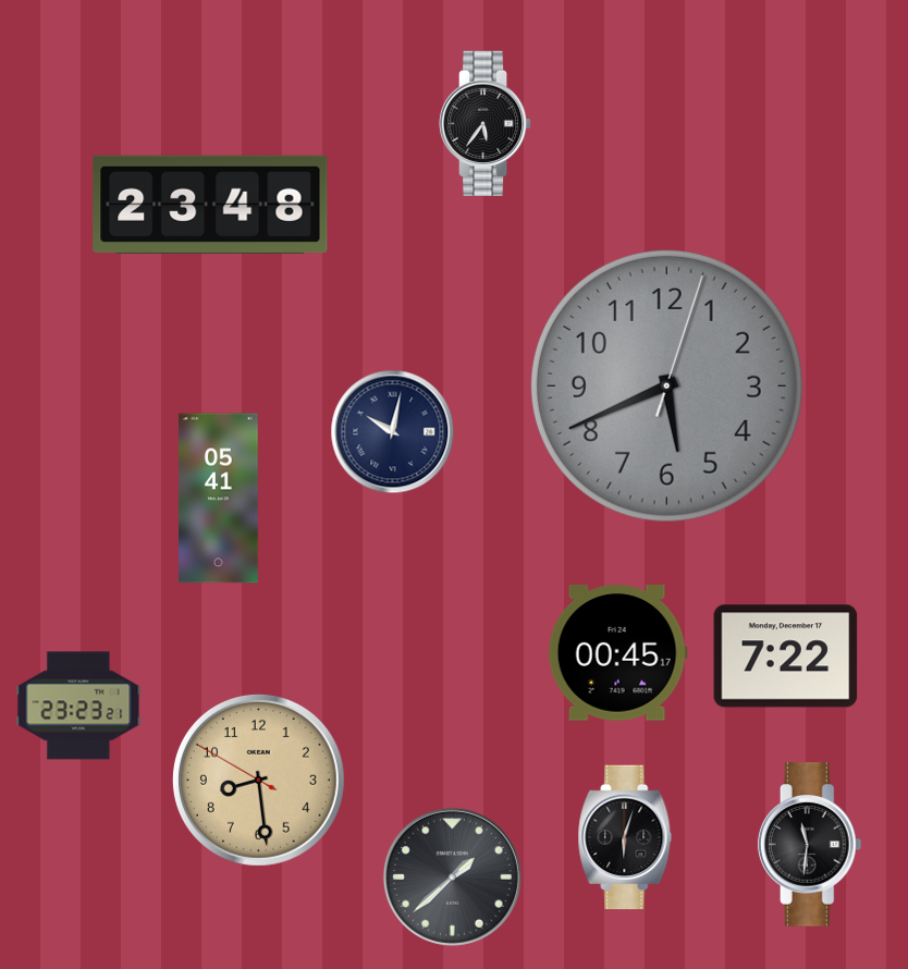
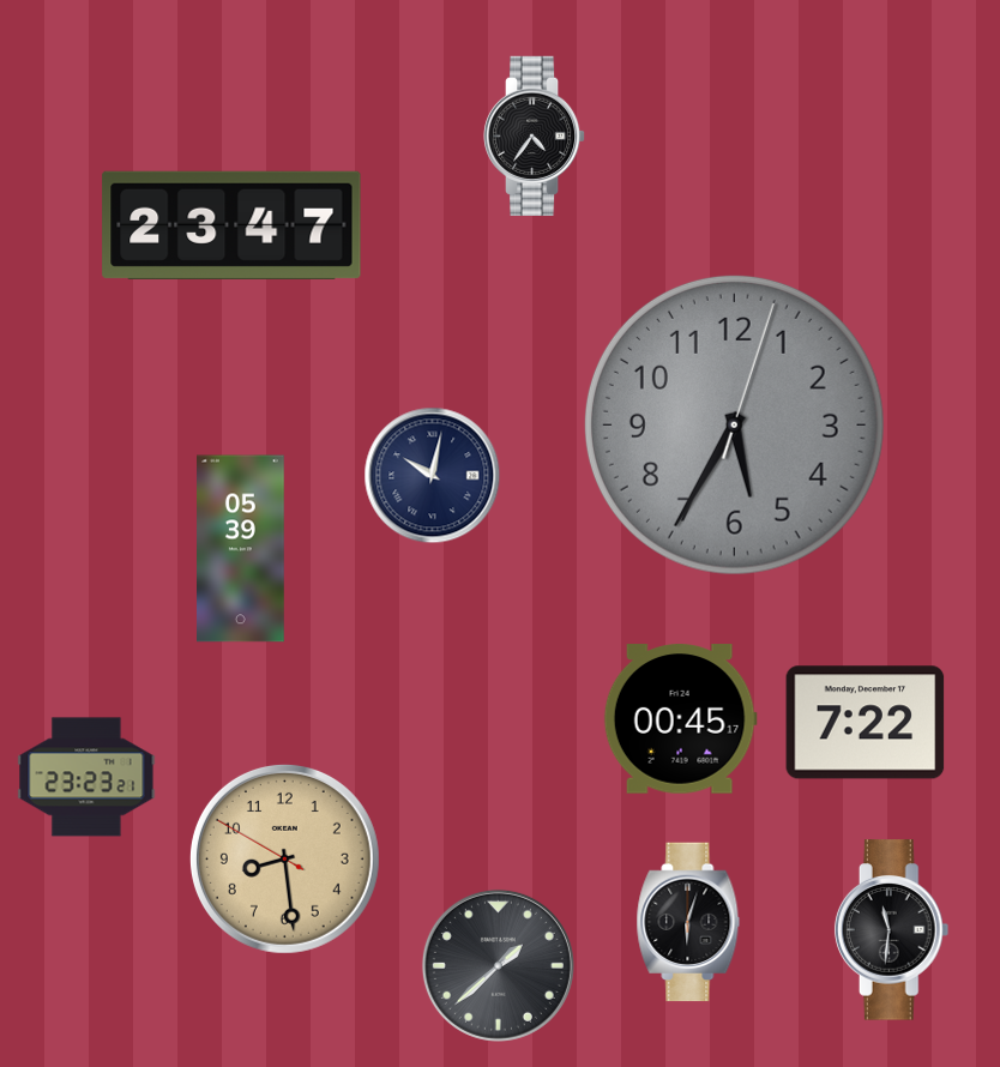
clock at (486, 123): 5:36 -> 4:36
clock at (210, 205): 23:48 -> 23:47
clock at (666, 385): 5:41 -> 5:35
clock at (219, 499): 05:41 -> 05:39
